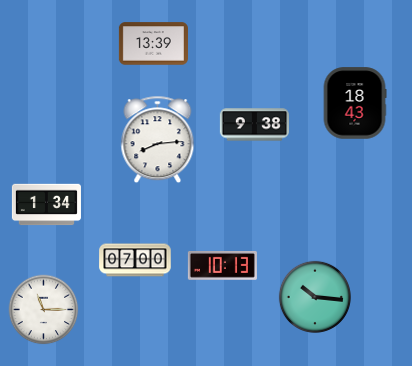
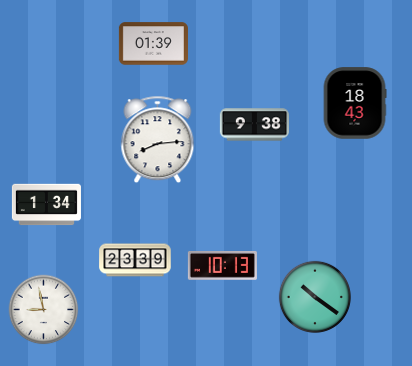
clock at (153, 44): 13:39 -> 01:39
clock at (135, 260): 07:00 -> 23:39
clock at (314, 296): 10:16 -> 10:21
clock at (44, 310): 11:15 -> 8:58
